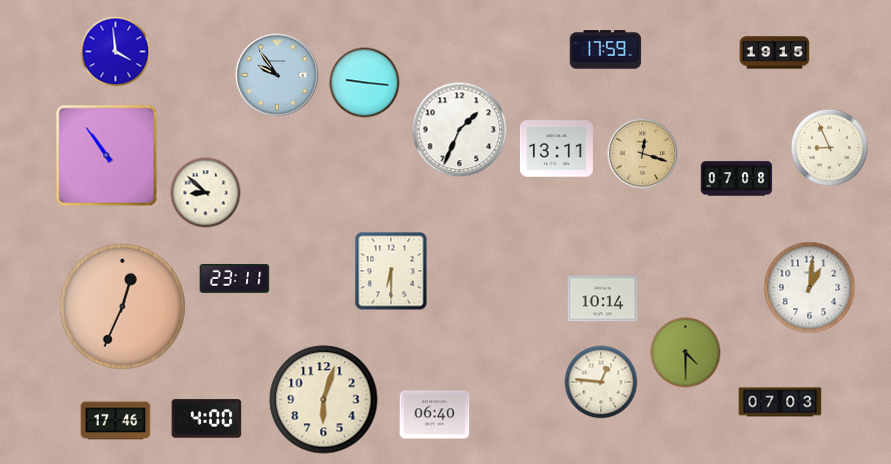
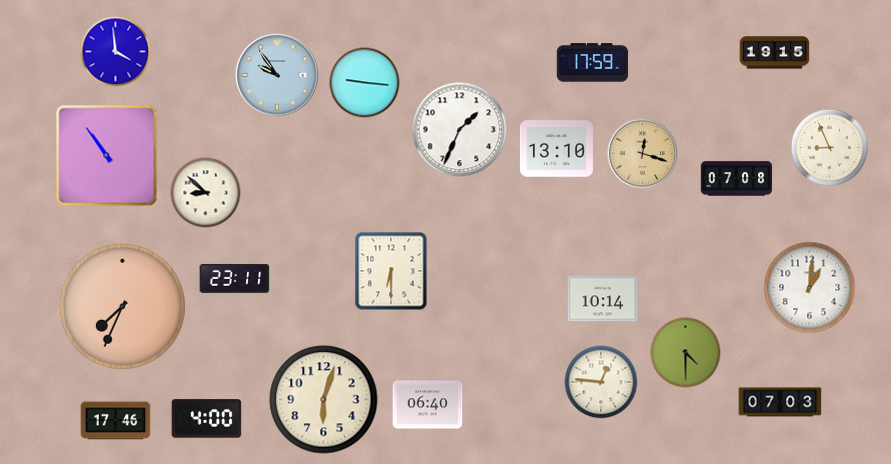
clock at (606, 50) position: (606, 50) -> (593, 63)
clock at (556, 149): 13:11 -> 13:10
clock at (122, 306): 12:34 -> 7:34
clock at (435, 415) position: (435, 415) -> (428, 405)
